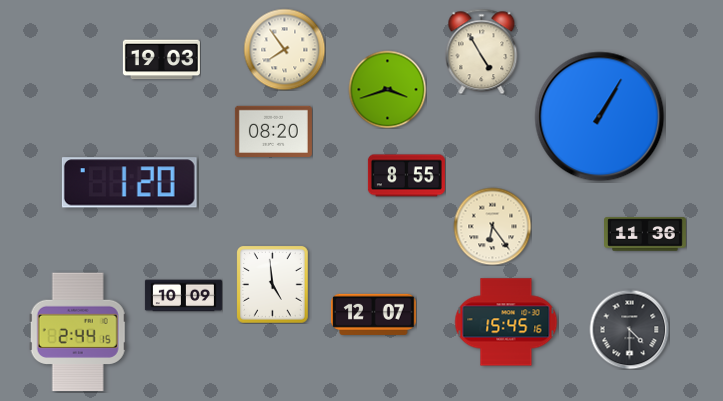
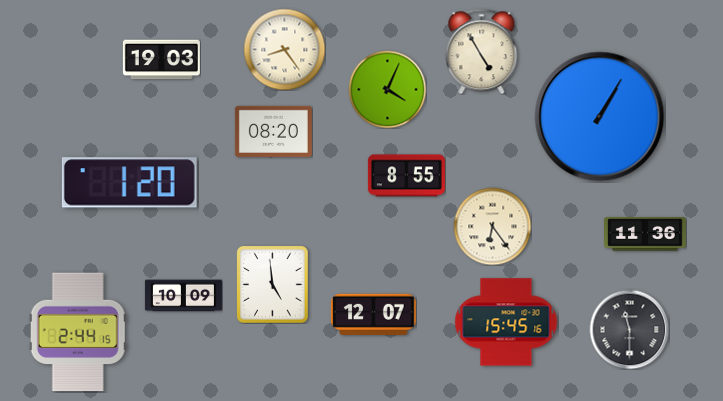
clock at (284, 49): 7:54 -> 8:24
clock at (387, 89): 3:42 -> 4:04
clock at (629, 329): 4:30 -> 11:30
